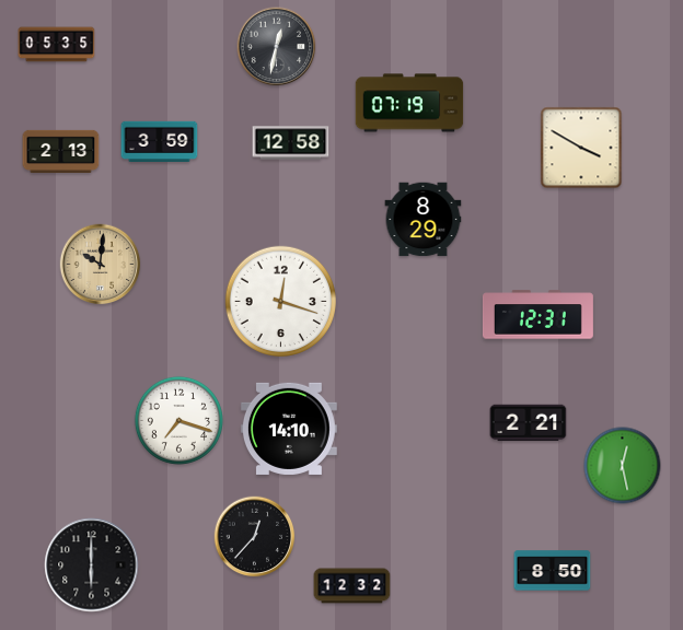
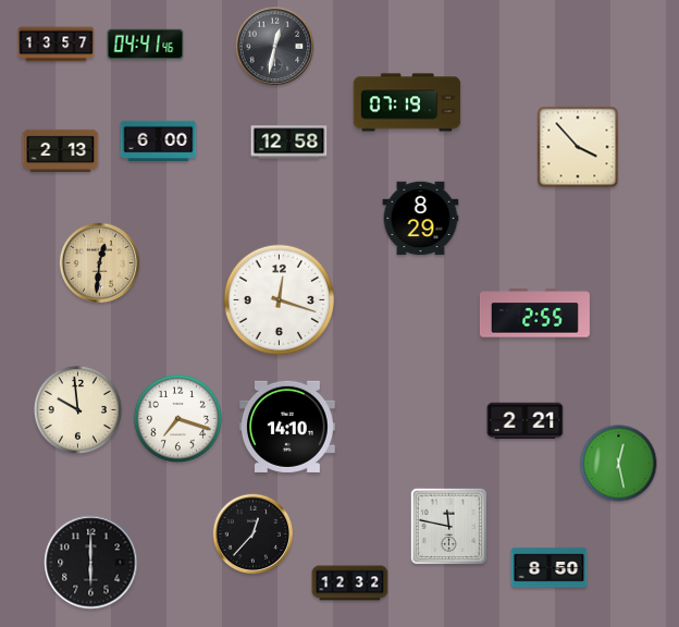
clock at (57, 45): 05:35 -> 13:57
clock at (146, 45): none -> 04:41
clock at (160, 142): 3:59 -> 6:00
clock at (581, 148): 3:50 -> 3:53
clock at (101, 265): 10:01 -> 12:31
clock at (537, 315): 12:31 -> 2:55
clock at (77, 409): none -> 9:59
clock at (449, 527): none -> 11:47
